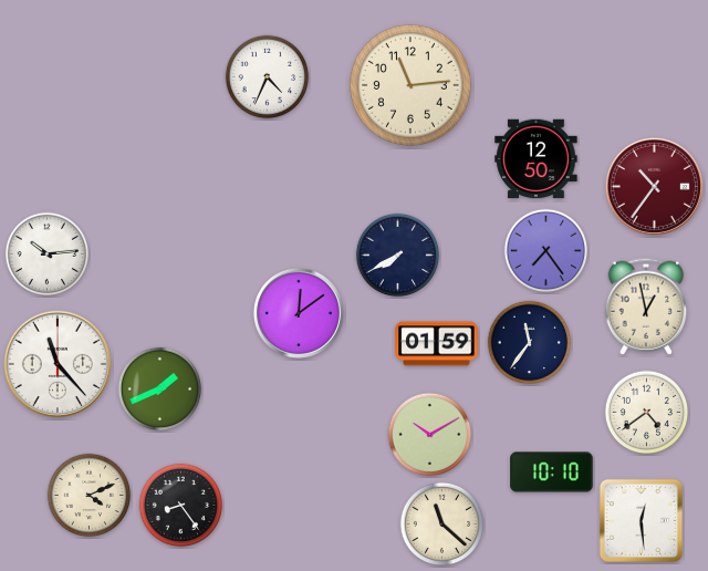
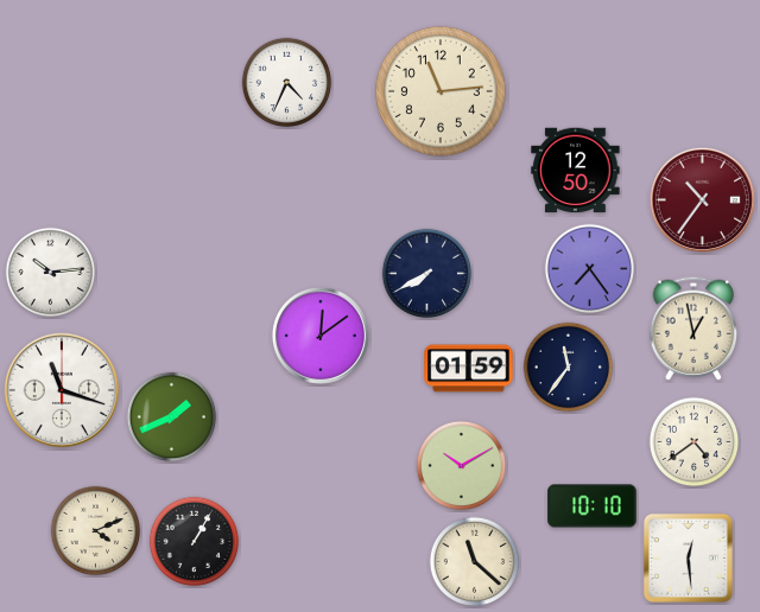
clock at (546, 251) position: (546, 251) -> (590, 269)
clock at (58, 364): 11:23 -> 11:18
clock at (181, 506): 8:24 -> 1:05
